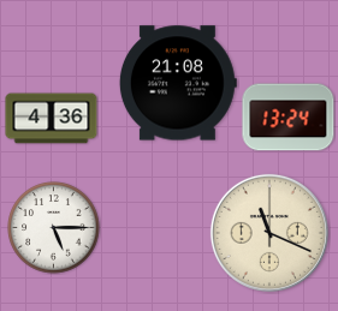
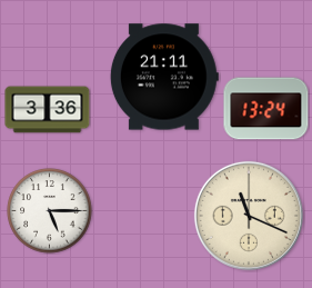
clock at (178, 83): 21:08 -> 21:11
clock at (52, 119): 4:36 -> 3:36
